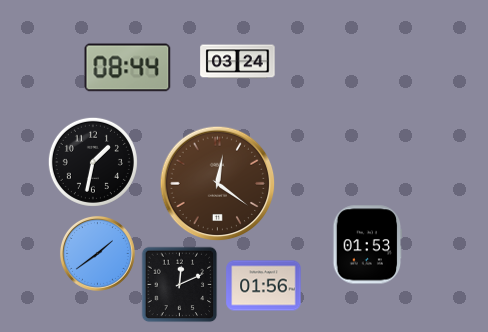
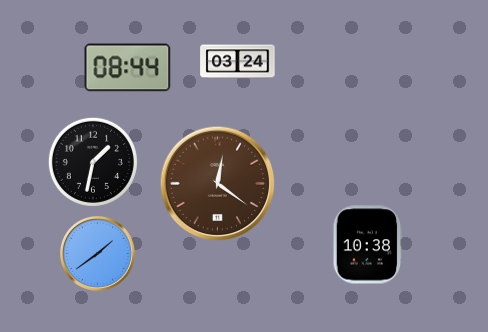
clock at (368, 245): 01:53 -> 10:38
clock at (180, 285): 12:11 -> none
clock at (264, 286): 01:56 -> none
